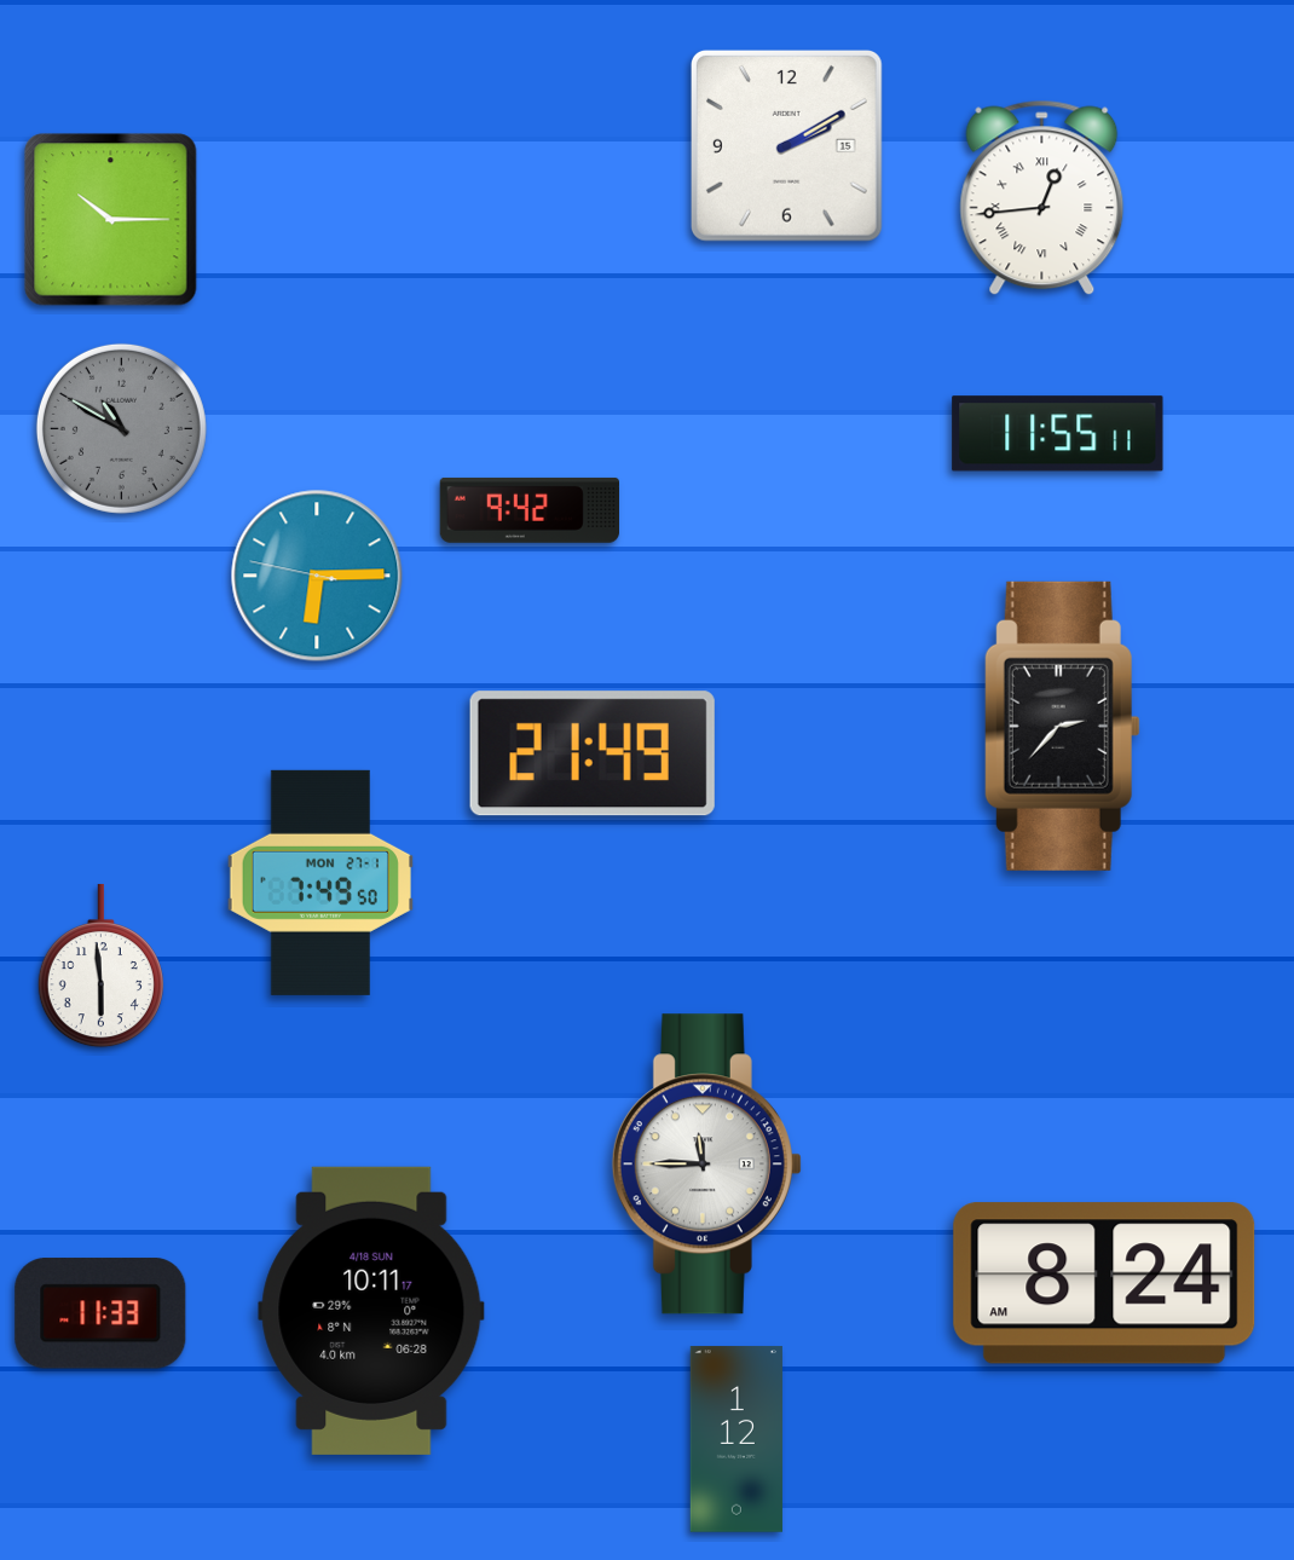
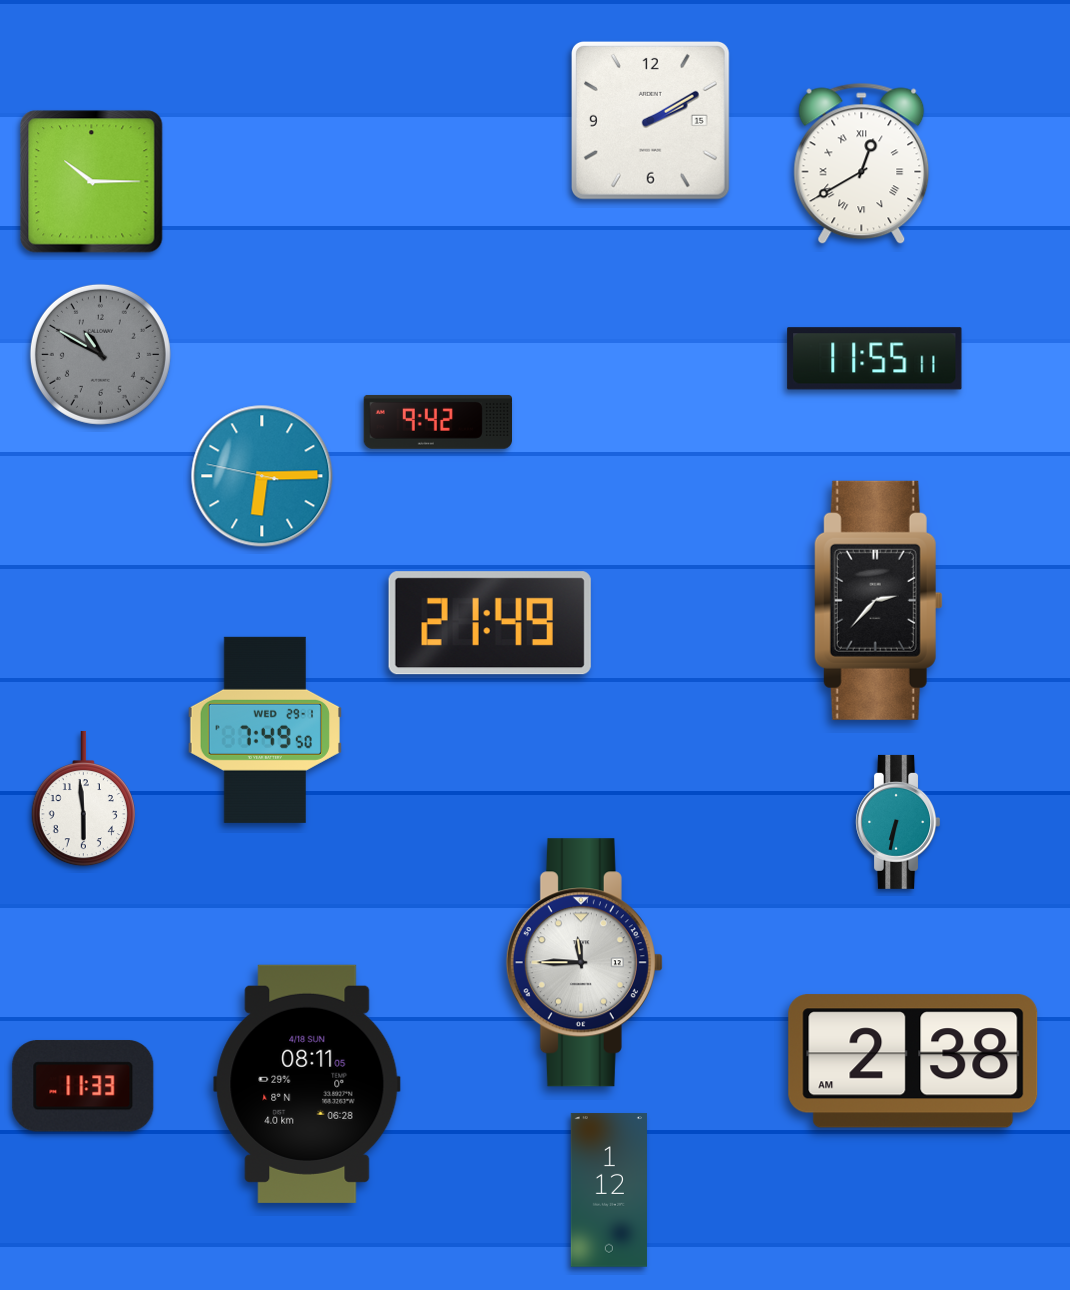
clock at (1042, 198): 12:44 -> 12:40
clock at (319, 883) date: MON 27-1 -> WED 29-1
clock at (897, 822): none -> 6:32
clock at (1104, 1283): 8:24 -> 2:38
clock at (371, 1311): 10:11 -> 08:11
